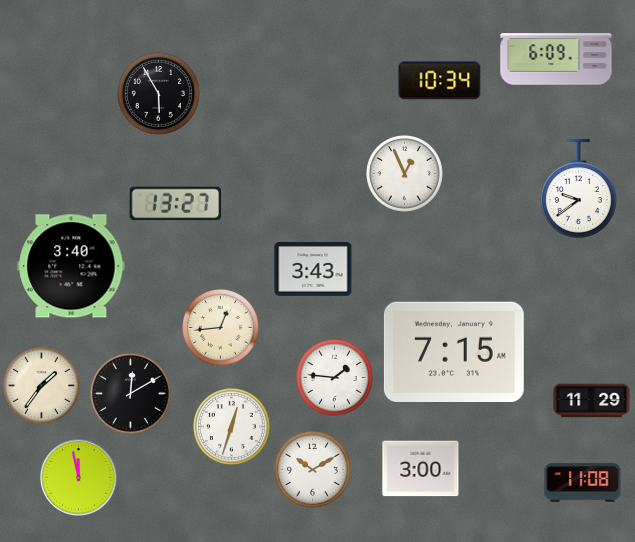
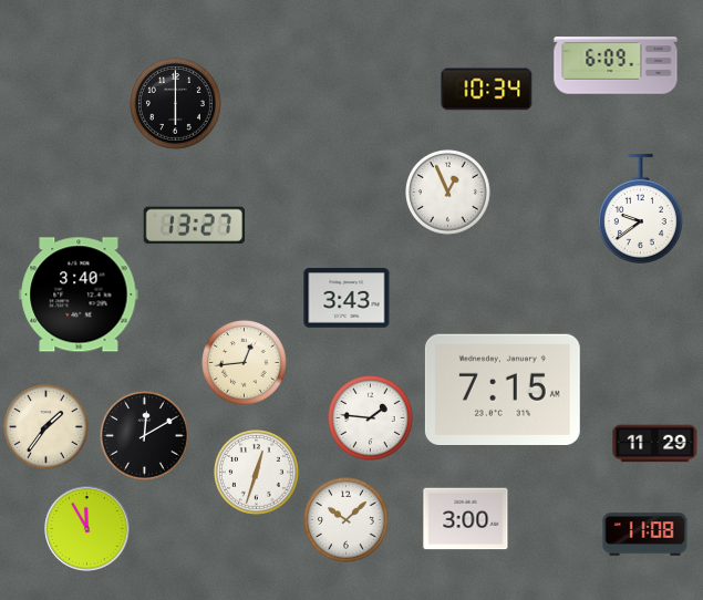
clock at (158, 93): 5:55 -> 6:00
clock at (313, 470): 10:10 -> 10:08
clock at (79, 478): 11:58 -> 11:55
